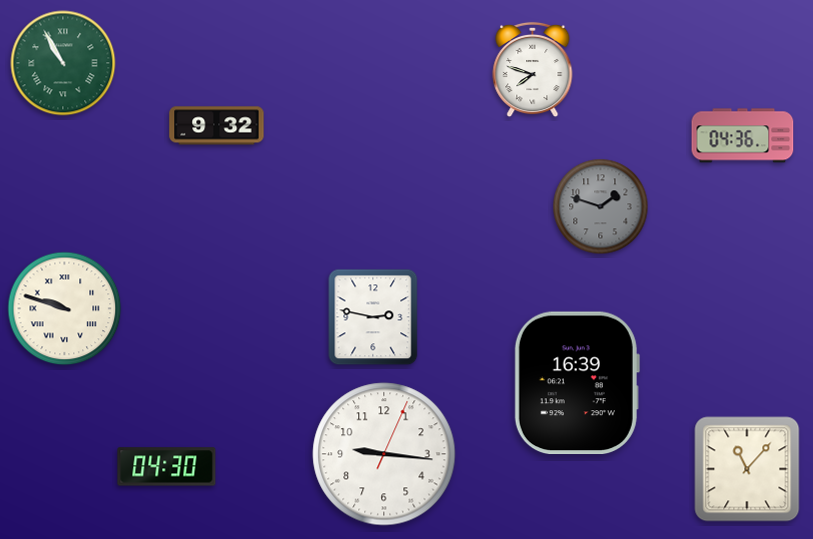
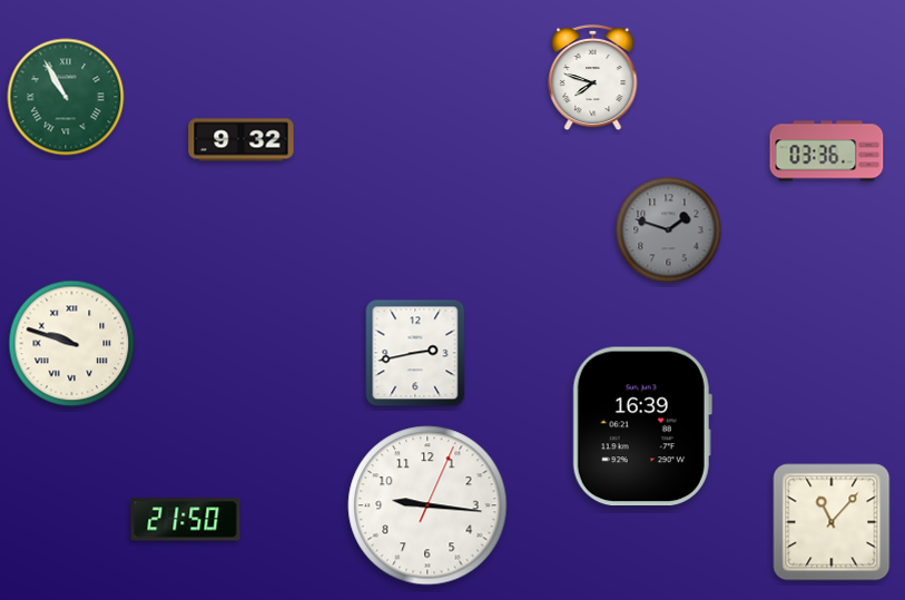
clock at (63, 63) position: (63, 63) -> (66, 97)
clock at (743, 136): 04:36 -> 03:36
clock at (373, 317): 2:47 -> 2:43
clock at (167, 467): 04:30 -> 21:50
